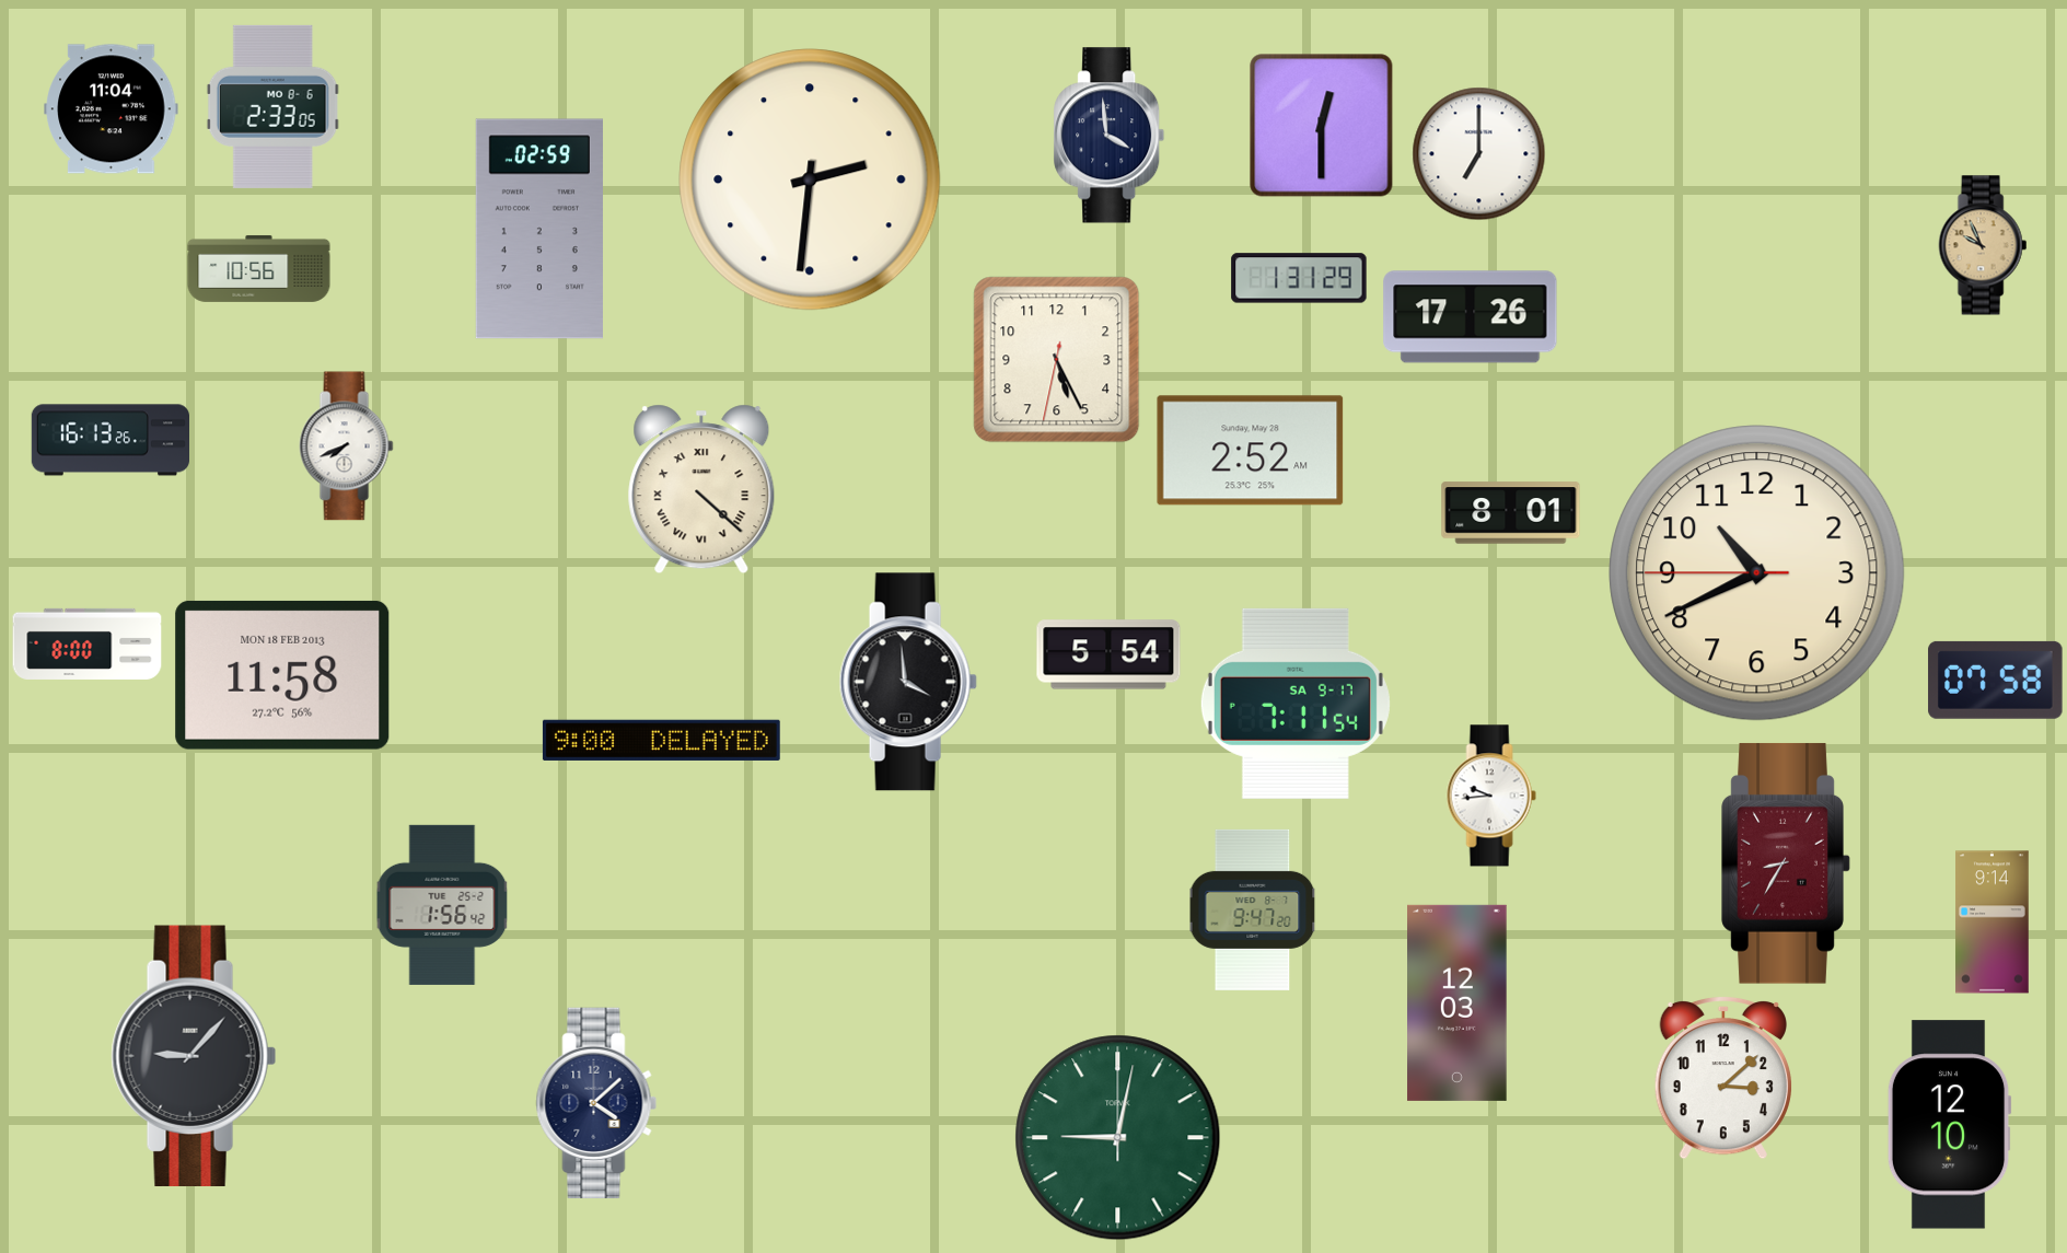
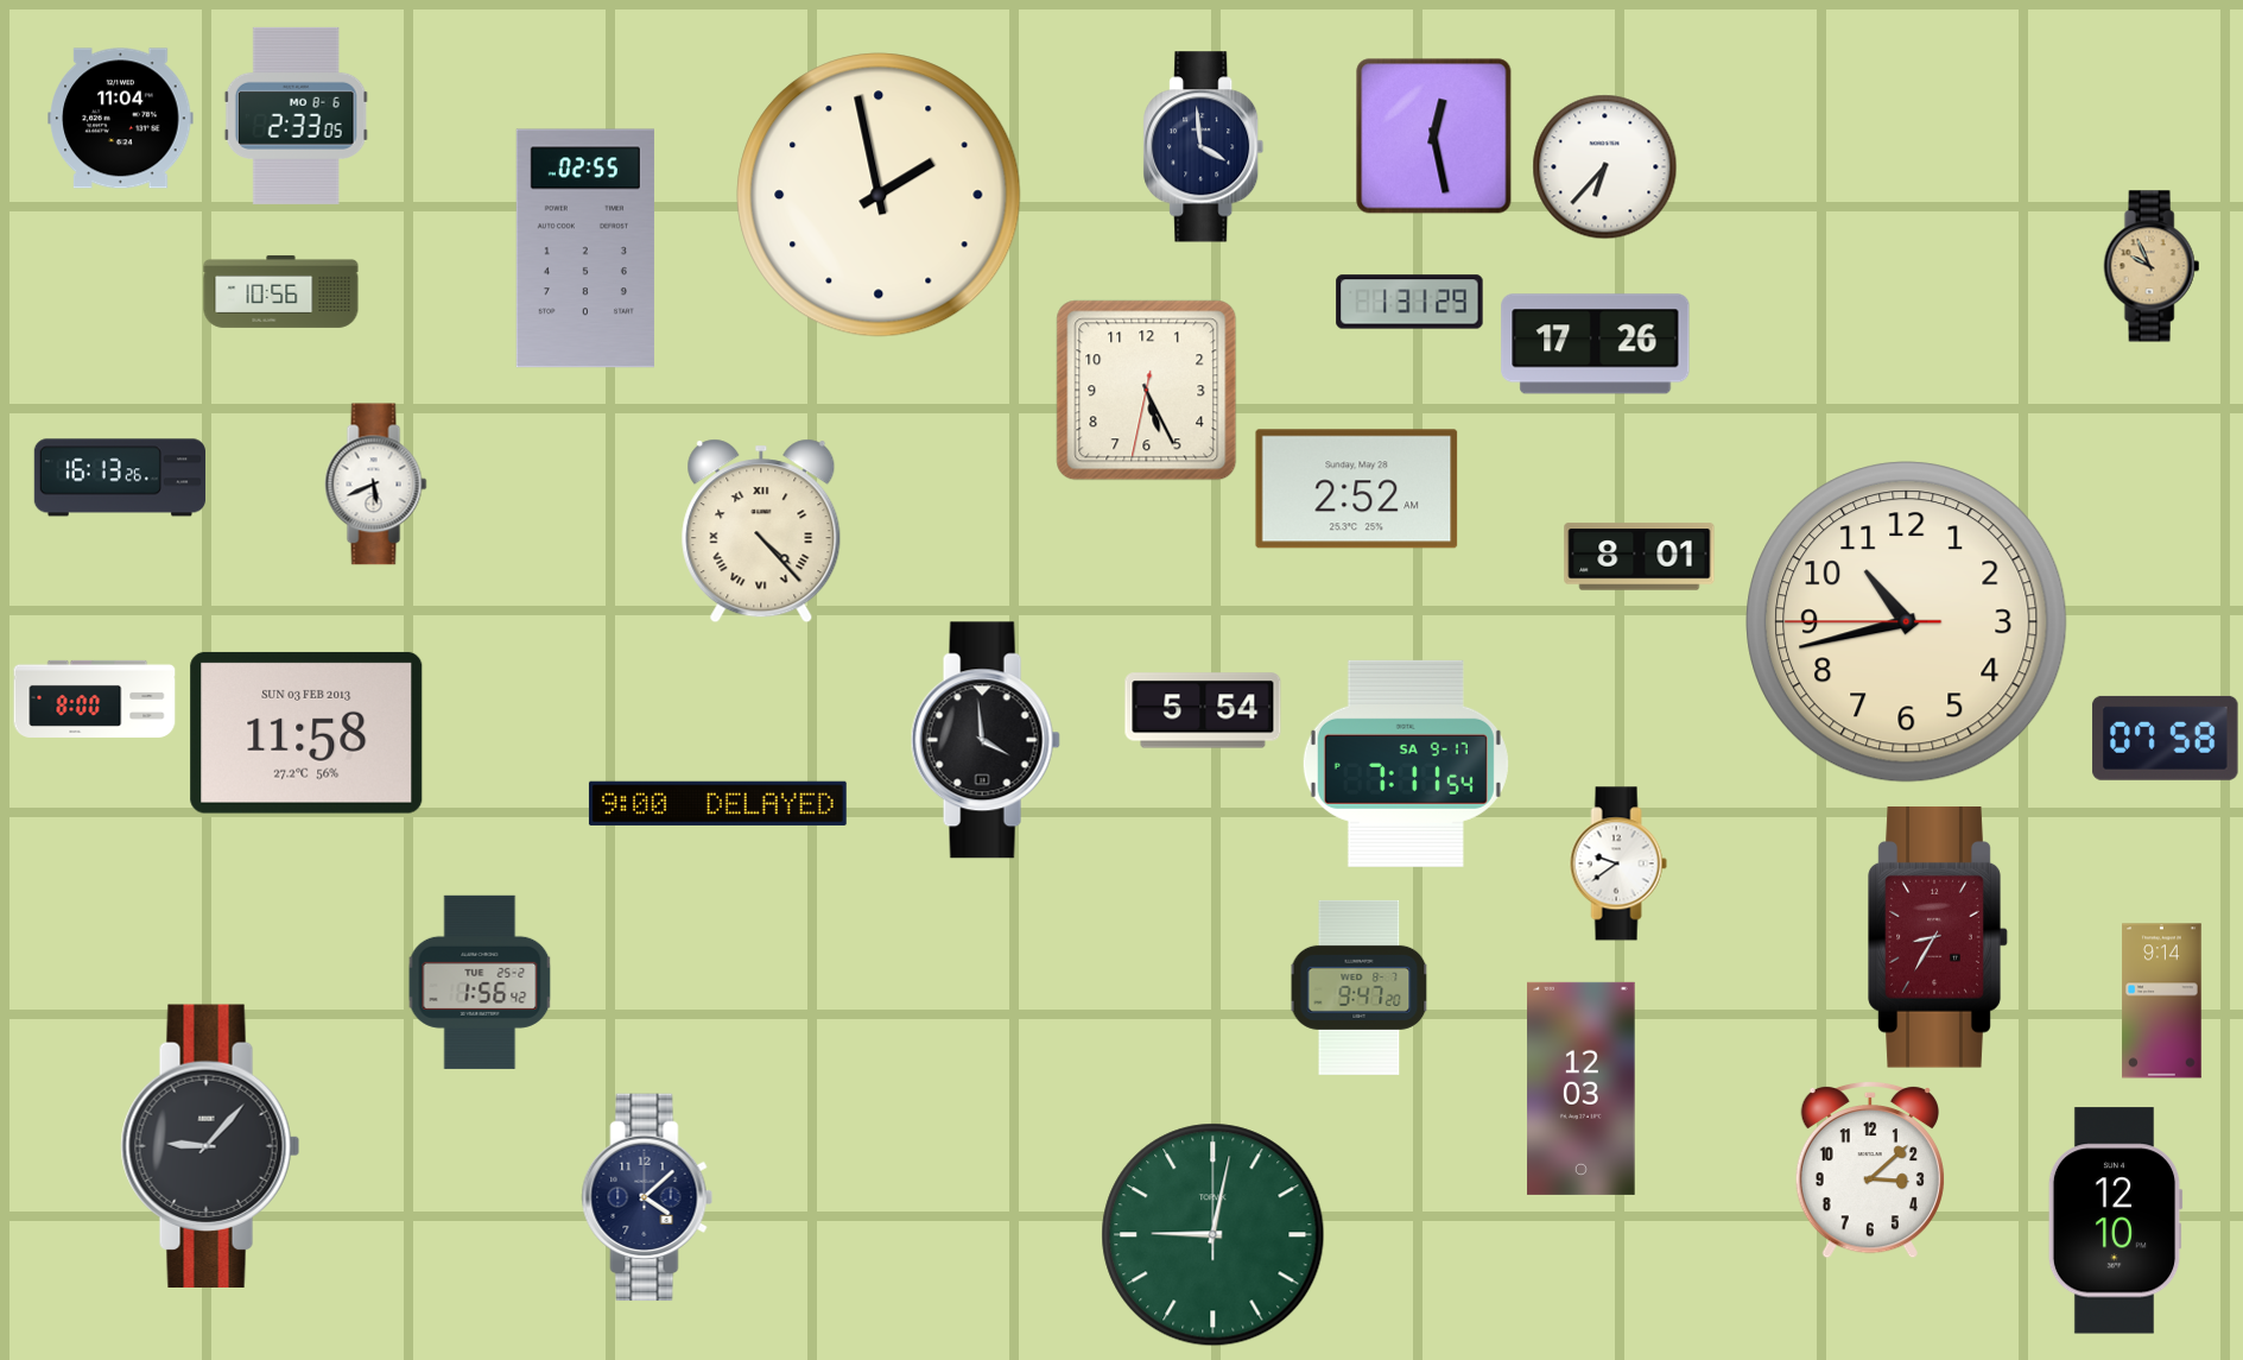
clock at (1322, 126): 12:30 -> 12:28
clock at (1479, 154): 7:00 -> 6:37
clock at (810, 179): 2:31 -> 1:58
clock at (539, 229): 02:59 -> 02:55
clock at (347, 446): 7:41 -> 5:41
clock at (701, 489): 4:22 -> 4:23
clock at (1757, 573): 10:40 -> 10:42
clock at (282, 675) date: MON 18 FEB 2013 -> SUN 03 FEB 2013
clock at (1491, 796): 9:44 -> 9:39
